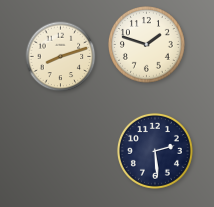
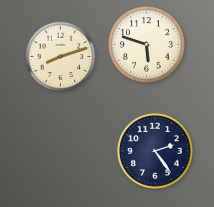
clock at (147, 45): 1:48 -> 5:48
clock at (155, 151): 2:29 -> 2:24
